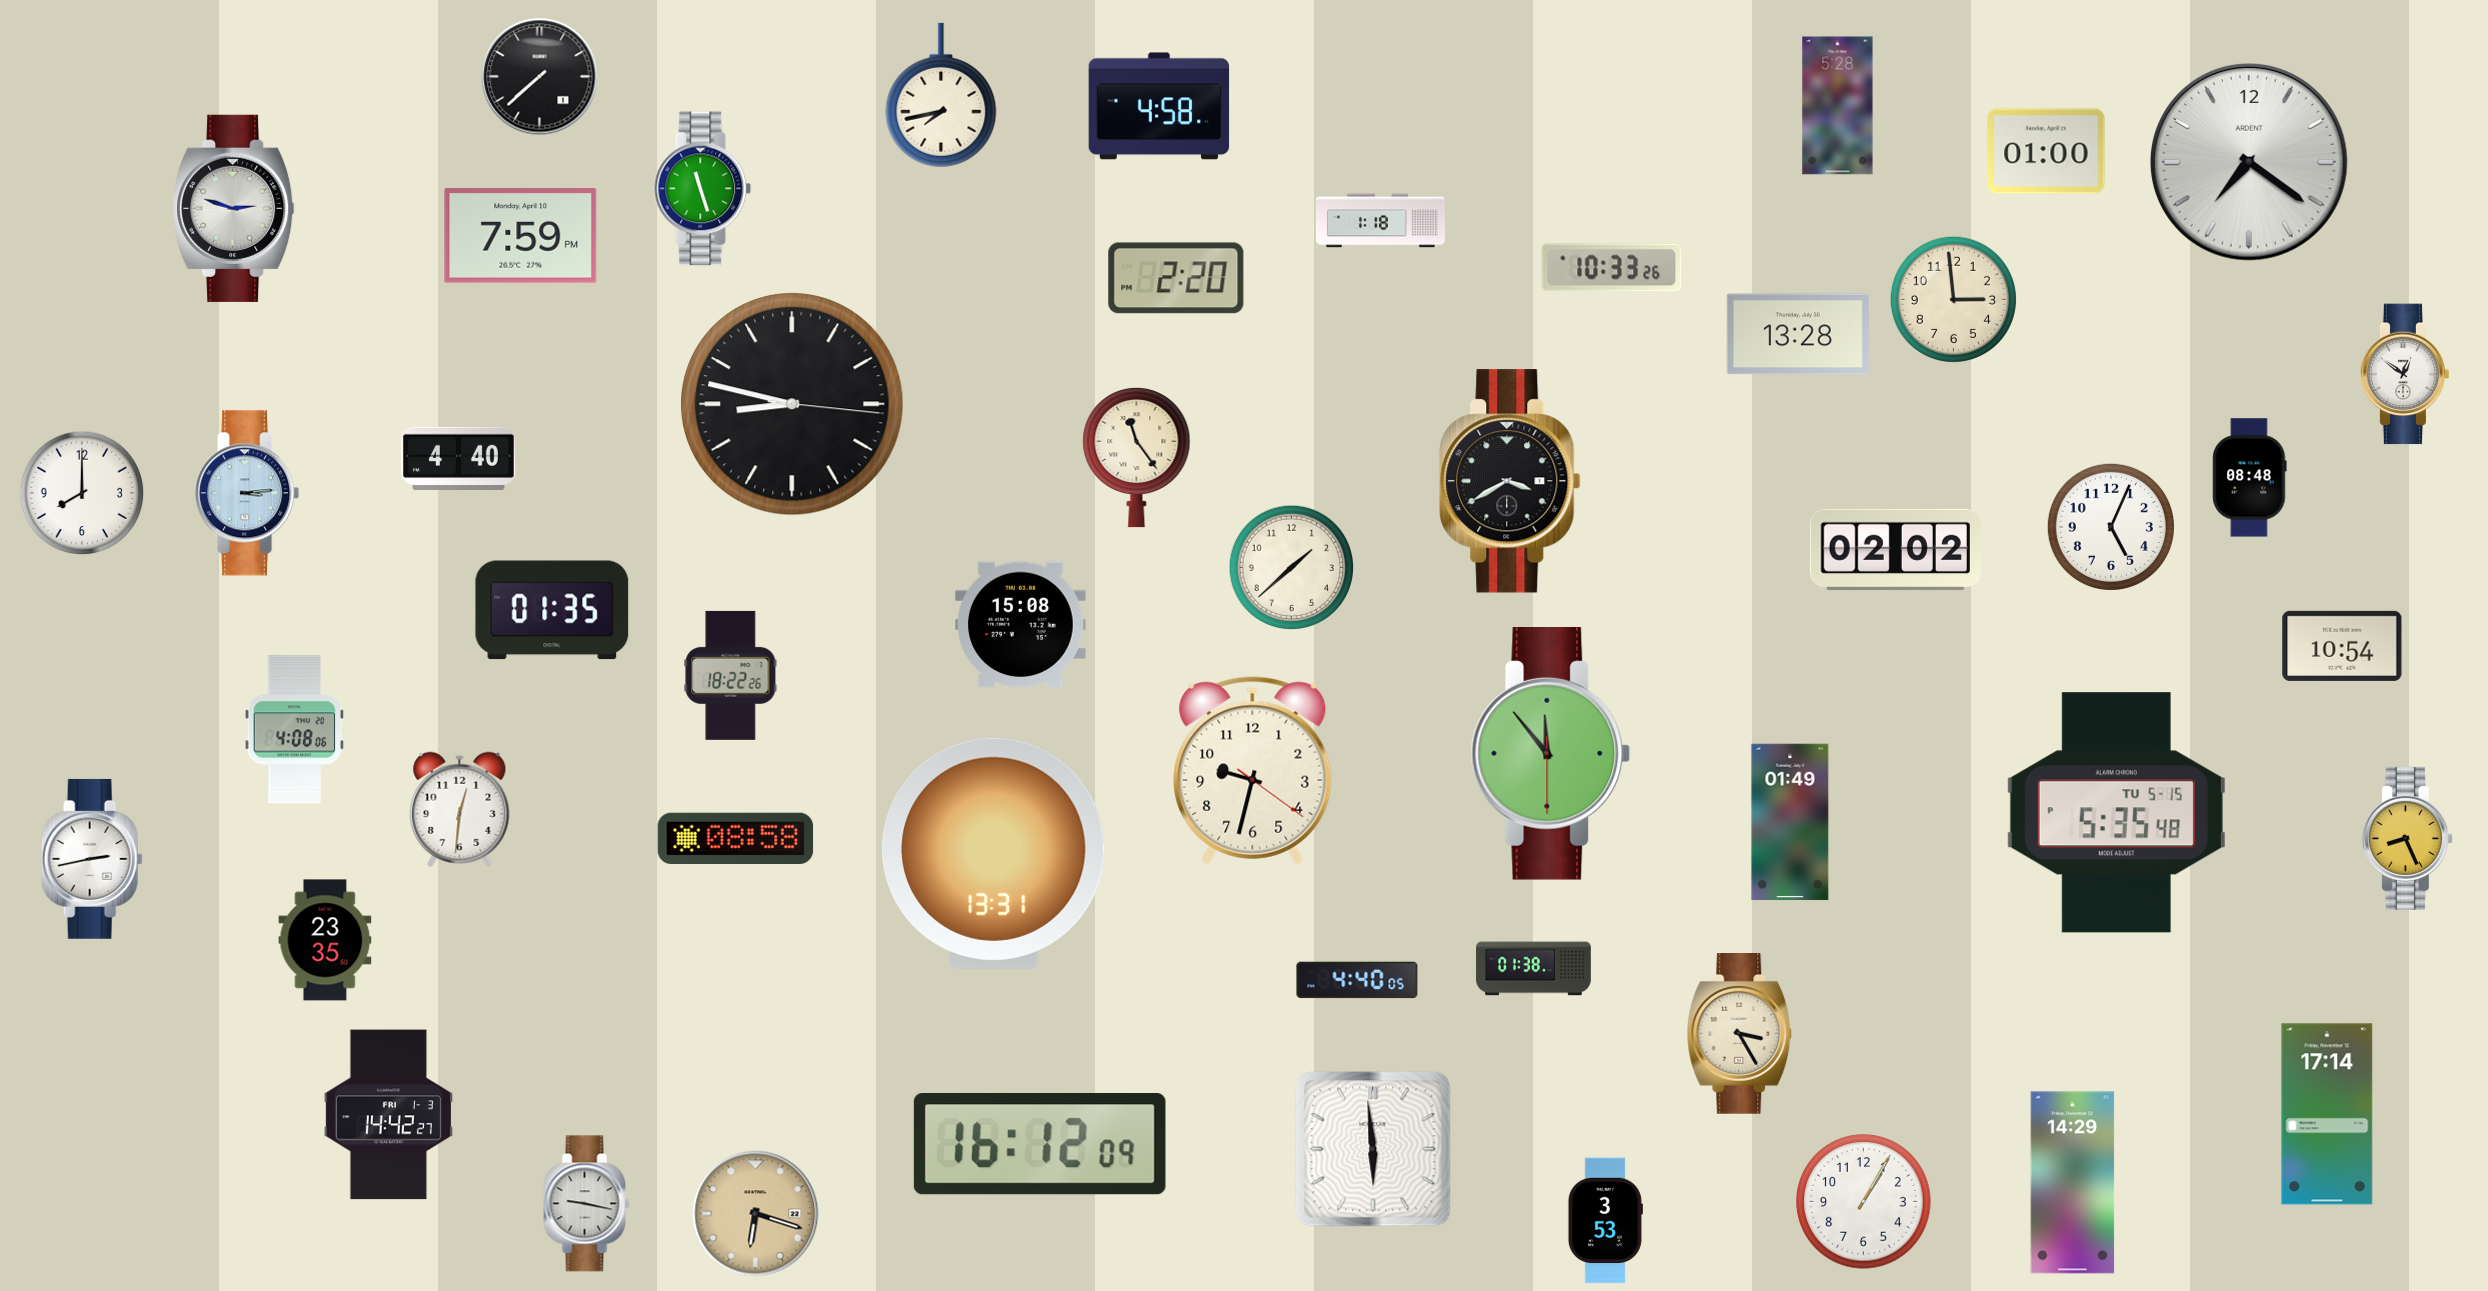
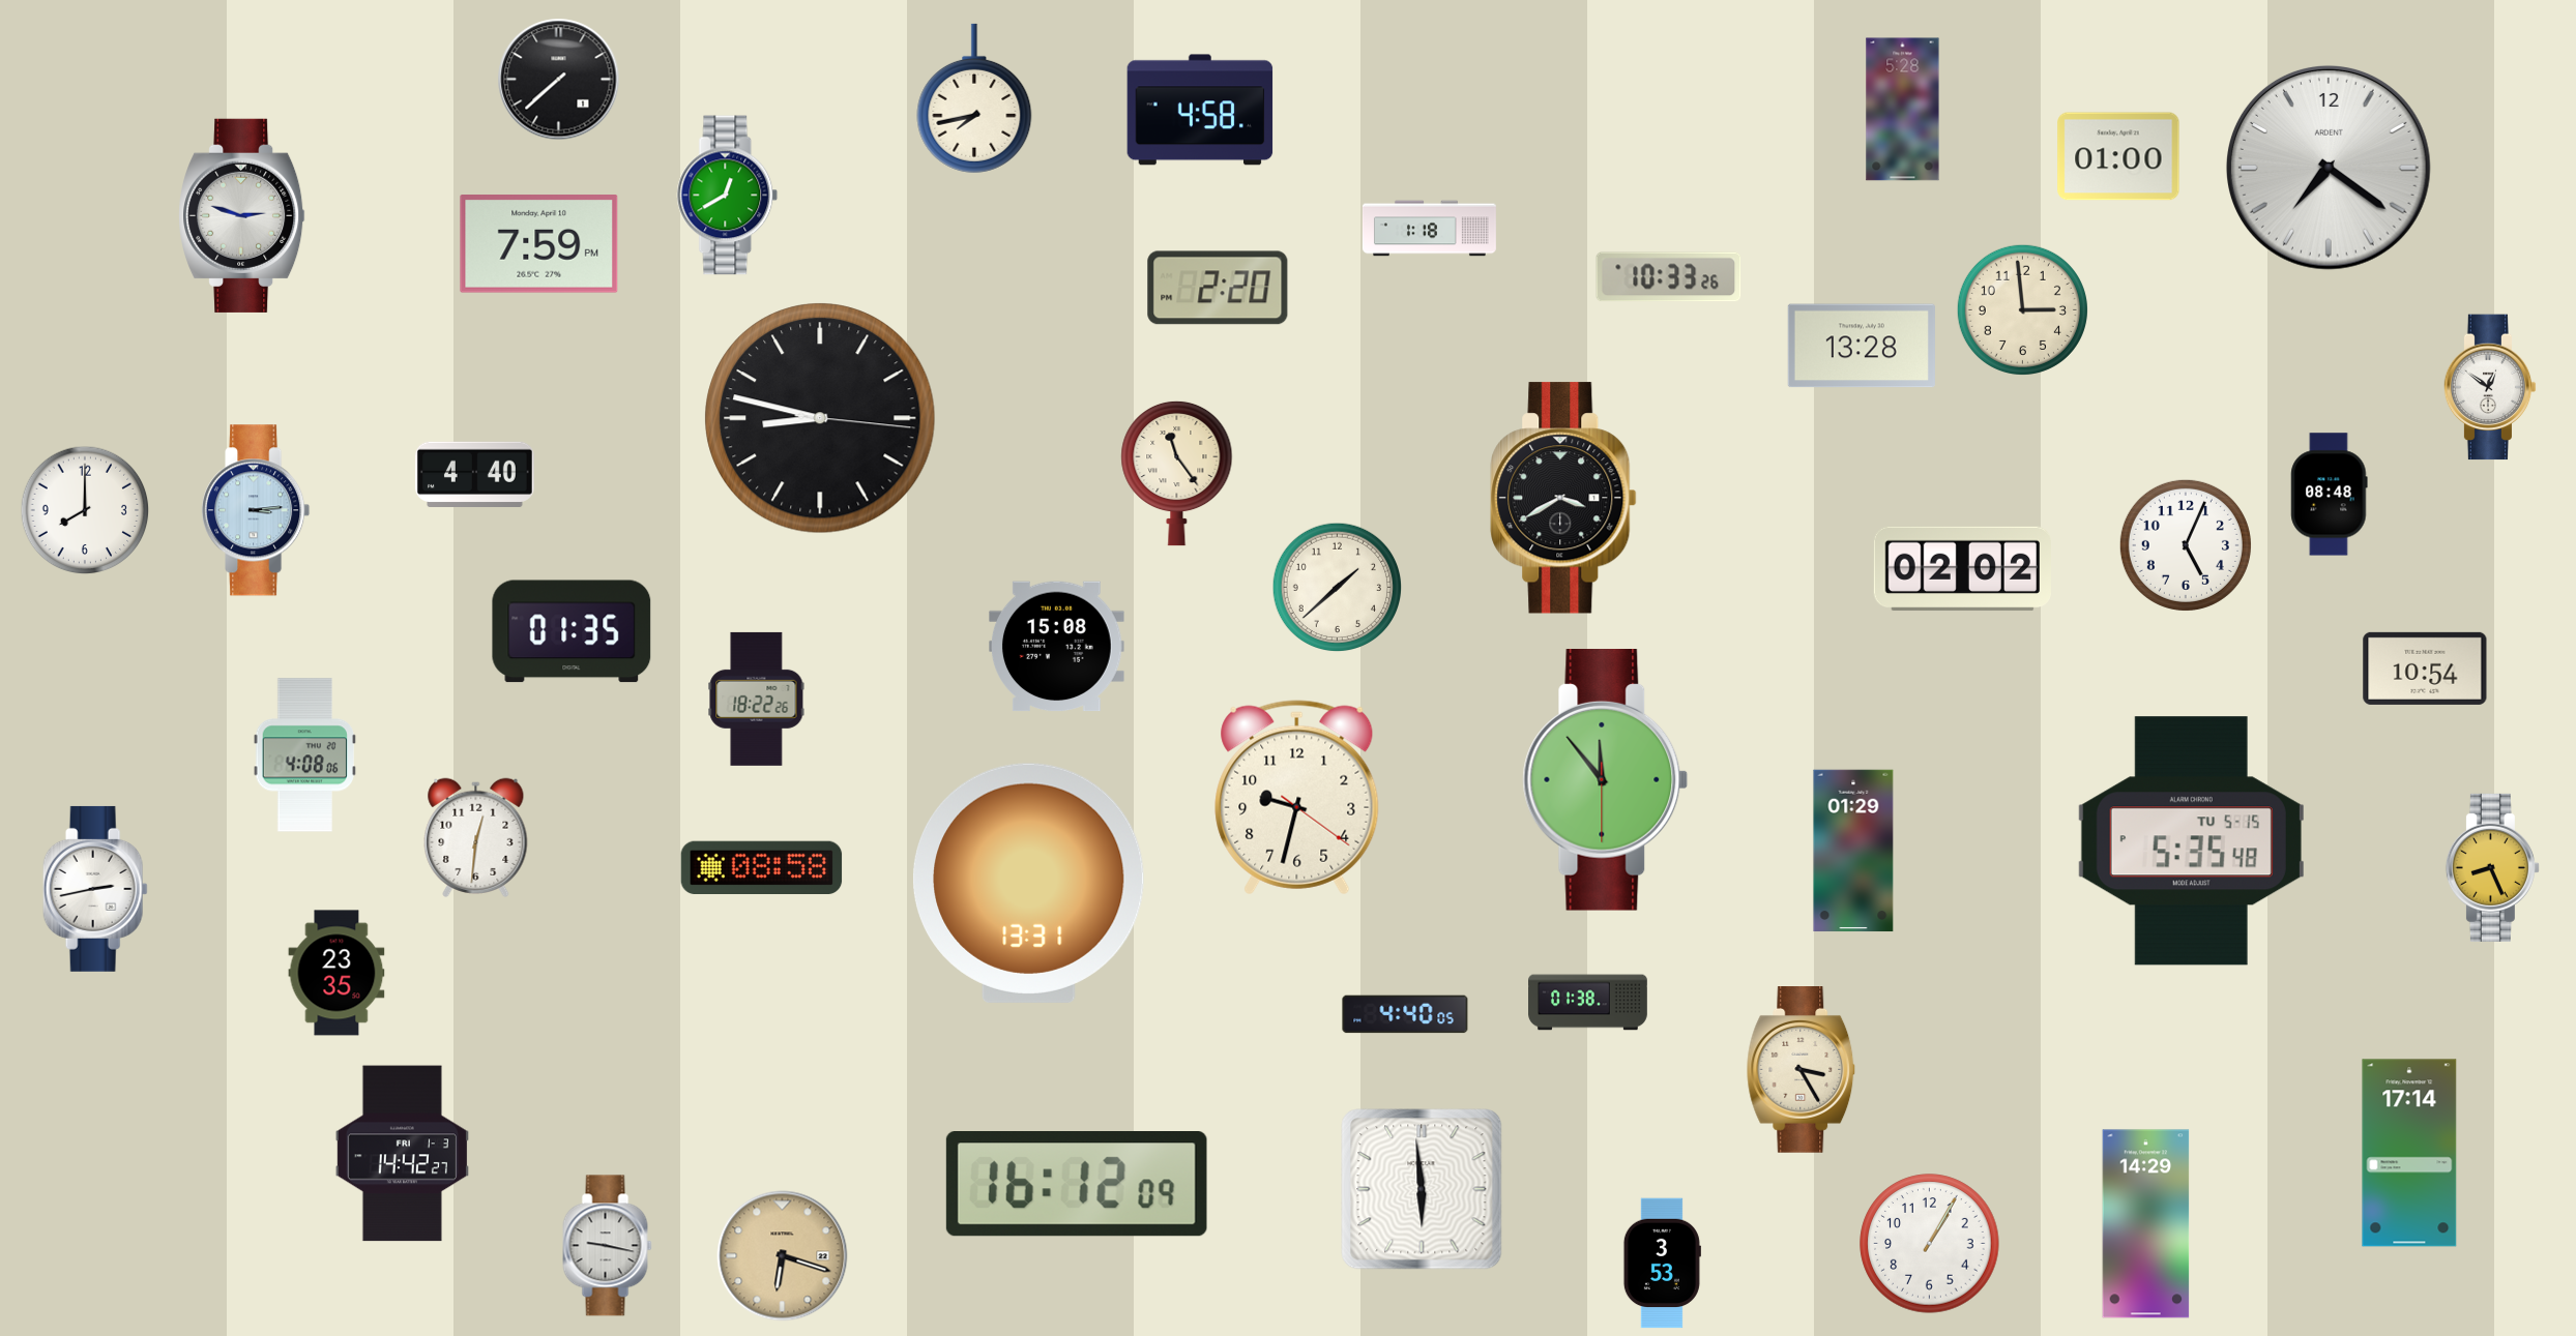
clock at (703, 189): 11:27 -> 12:40
clock at (1790, 822): 01:49 -> 01:29
